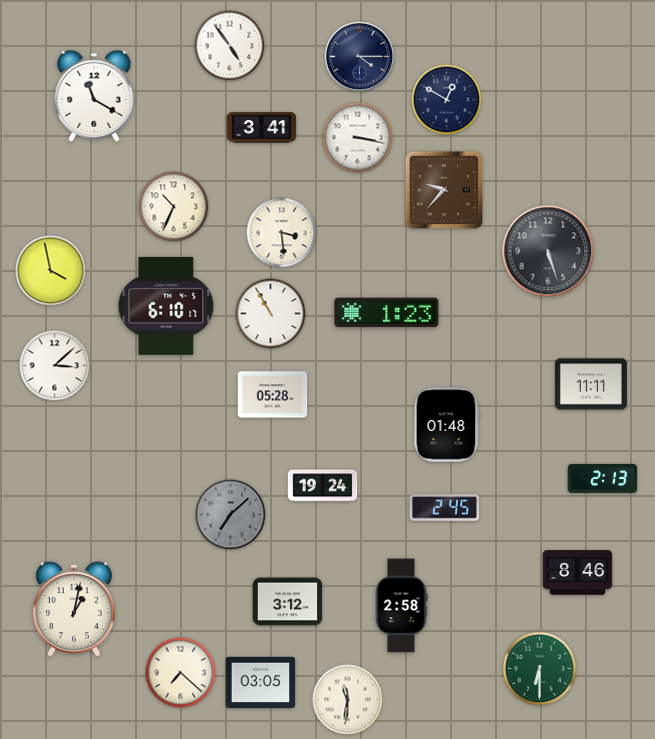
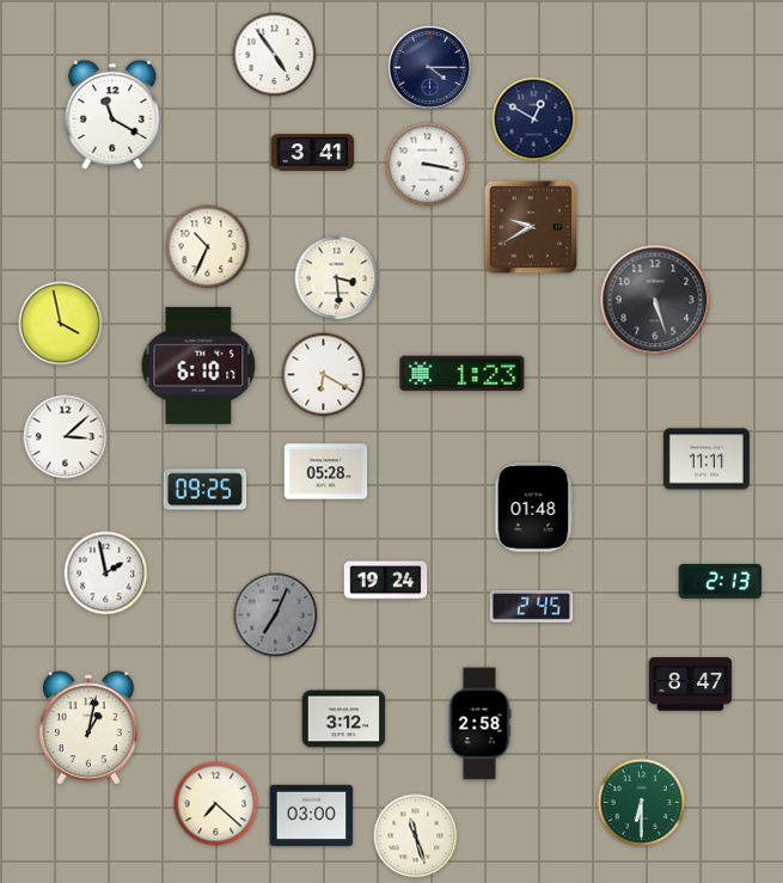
clock at (444, 190): 9:37 -> 9:40
clock at (271, 314): 10:55 -> 6:20
clock at (206, 490): none -> 09:25
clock at (603, 478) position: (603, 478) -> (721, 581)
clock at (106, 574): none -> 1:58
clock at (231, 515): 7:08 -> 7:04
clock at (578, 573): 8:46 -> 8:47
clock at (540, 669) position: (540, 669) -> (642, 803)
clock at (261, 683): 03:05 -> 03:00
clock at (348, 700): 11:31 -> 11:27
